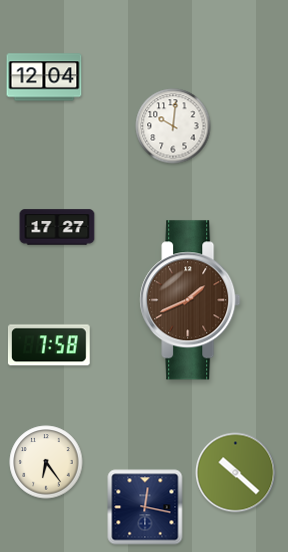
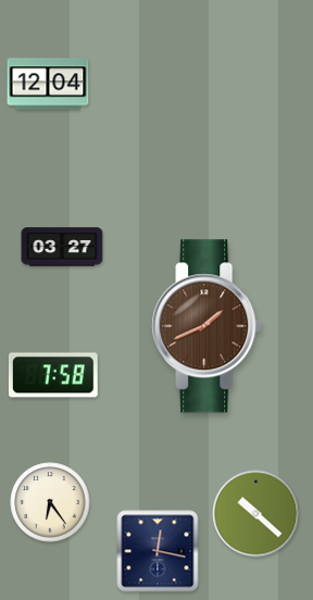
clock at (173, 126): 10:01 -> none
clock at (57, 227): 17:27 -> 03:27
